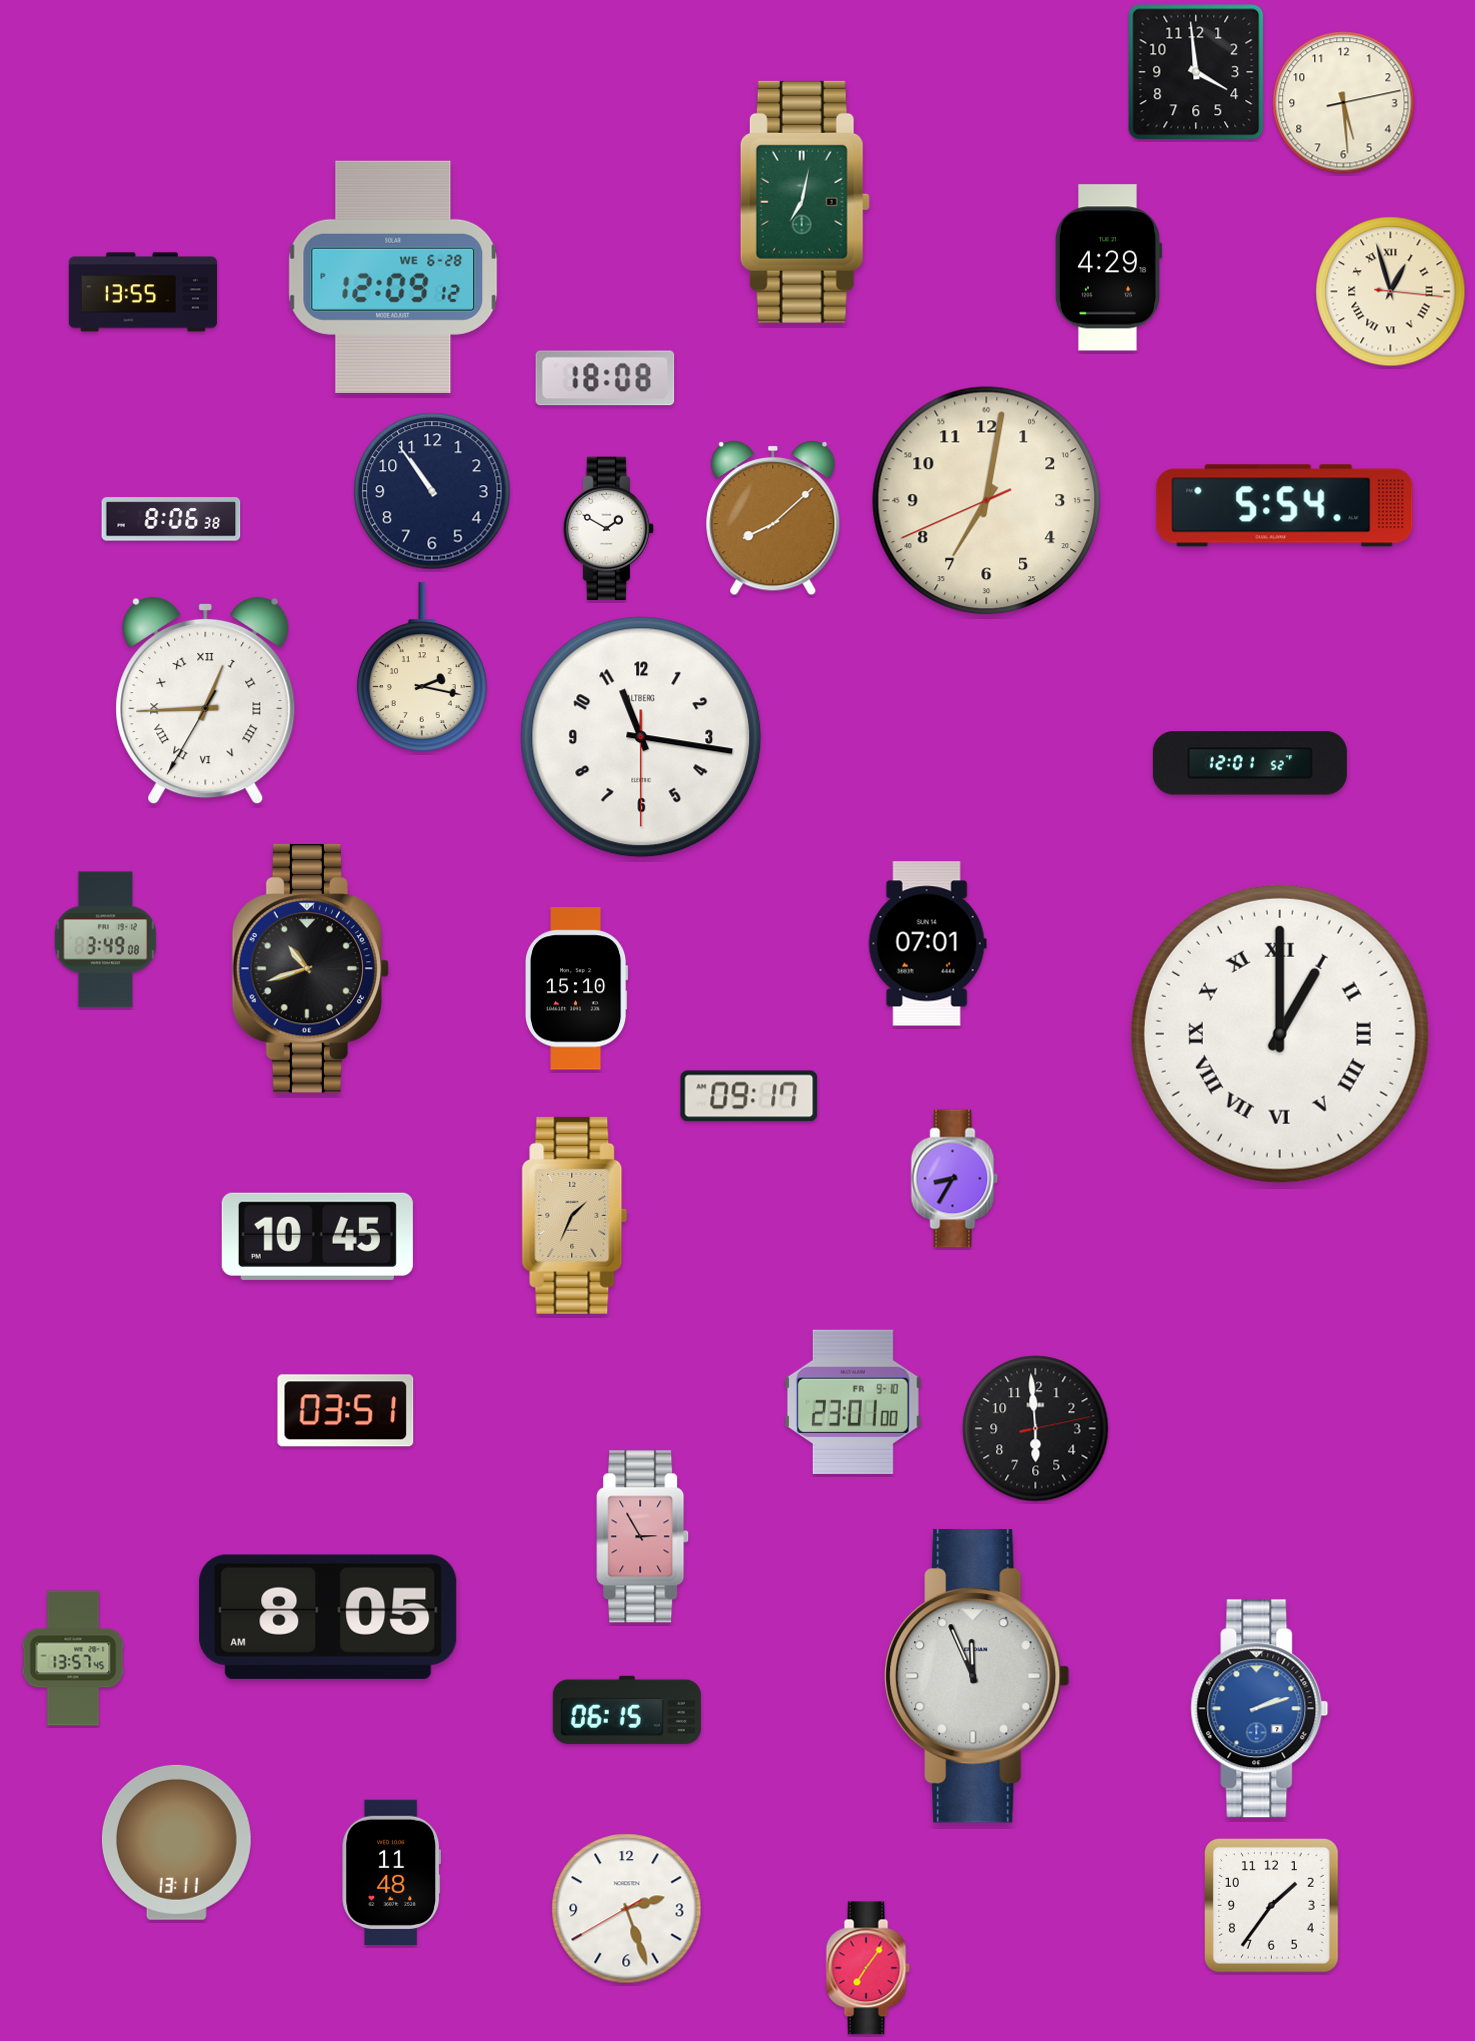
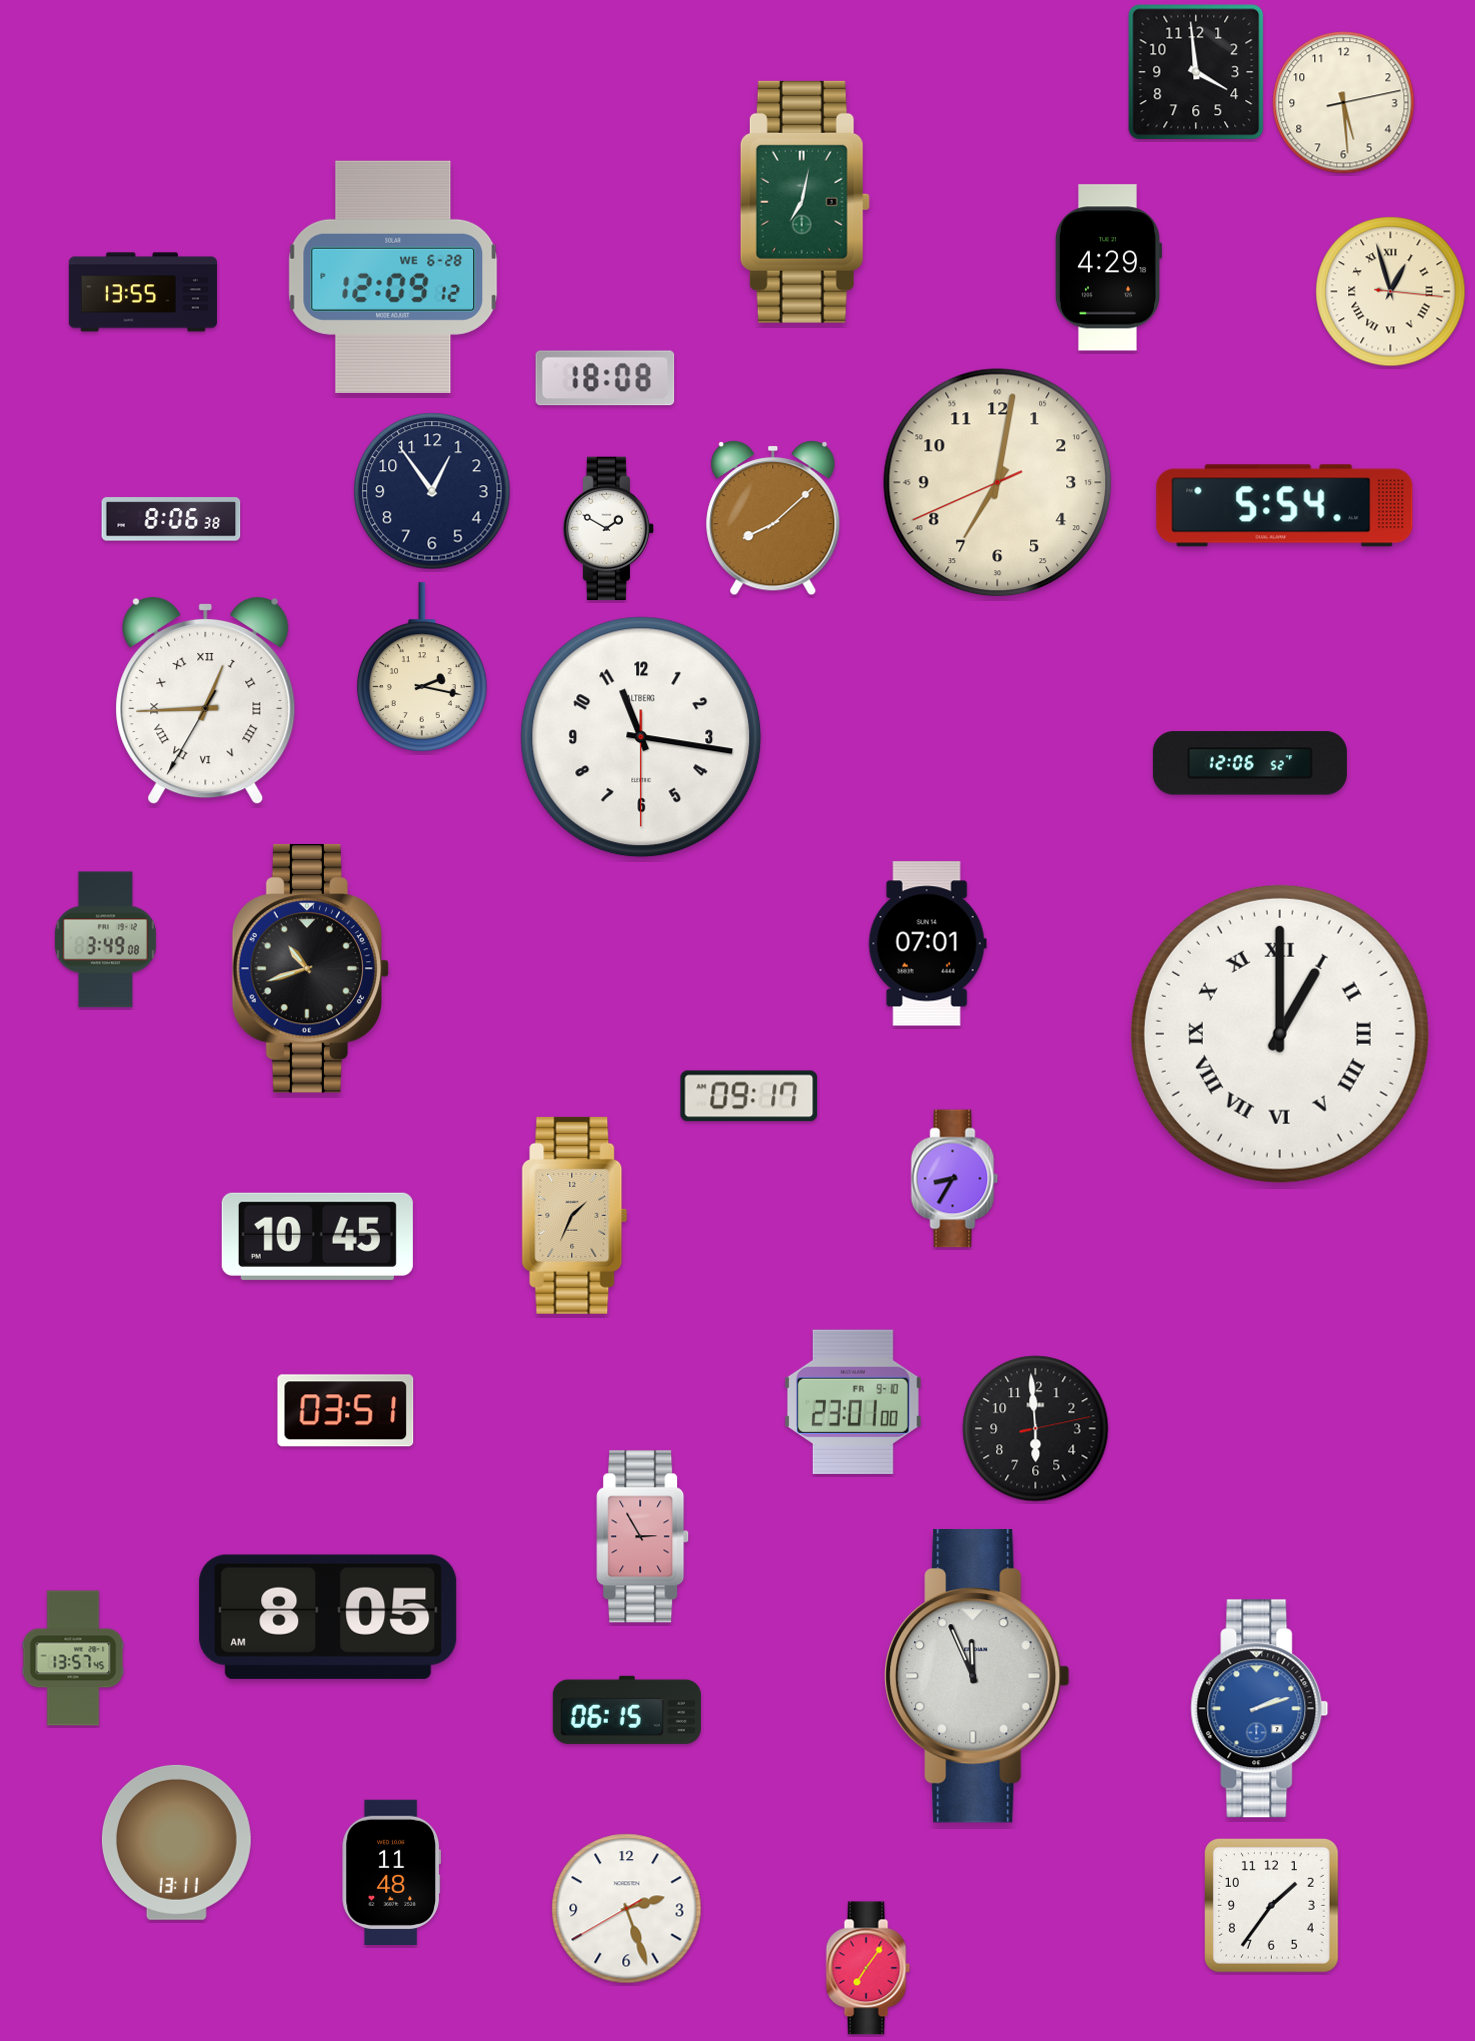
clock at (432, 491): 10:54 -> 12:54
clock at (987, 501) position: (987, 501) -> (998, 483)
clock at (1250, 763): 12:01 -> 12:06
clock at (577, 989): 15:10 -> none
